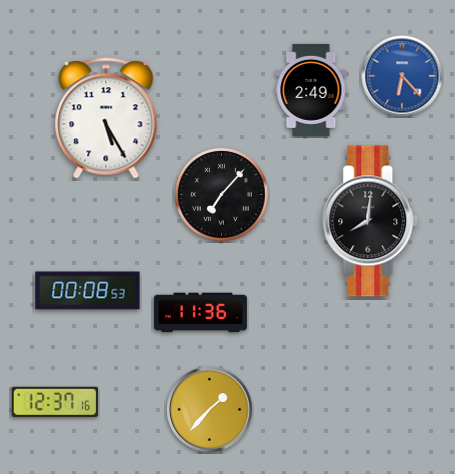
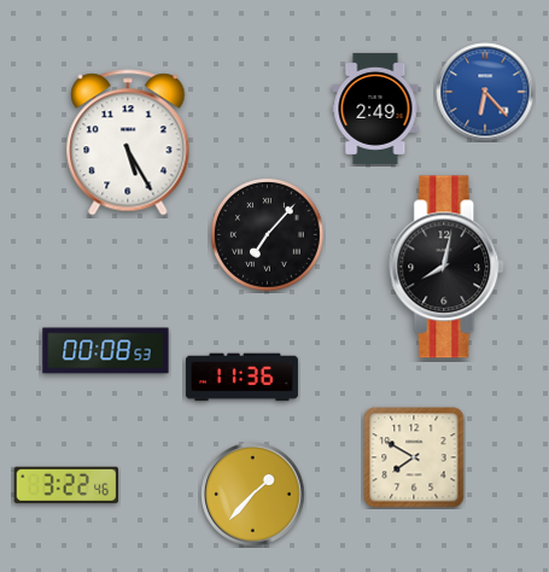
clock at (371, 221): 8:01 -> 8:02
clock at (414, 457): none -> 7:50
clock at (55, 402): 12:37 -> 3:22
